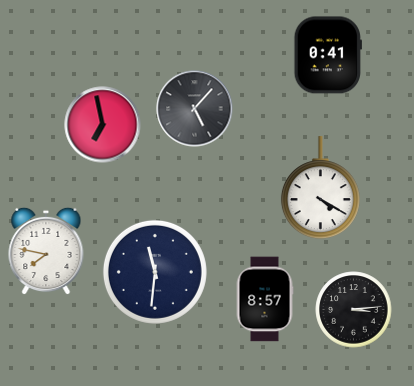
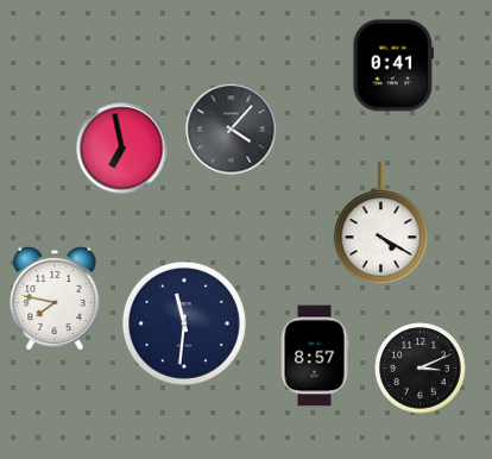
clock at (328, 55) position: (328, 55) -> (393, 65)
clock at (195, 109): 5:07 -> 4:07
clock at (354, 310): 3:14 -> 3:11
